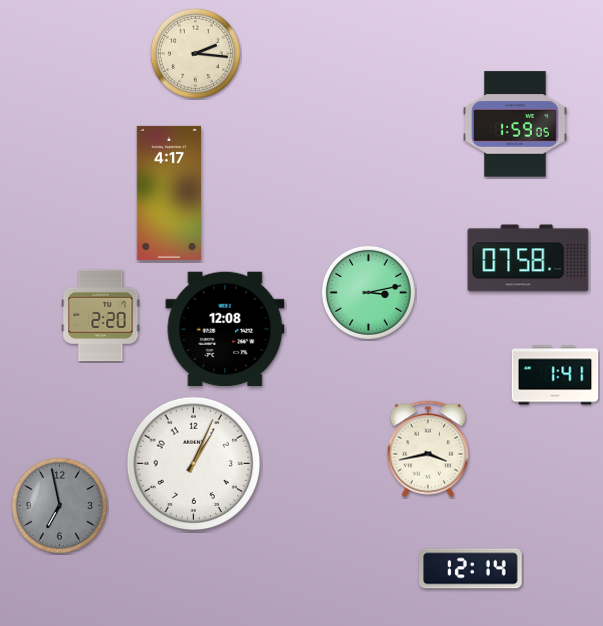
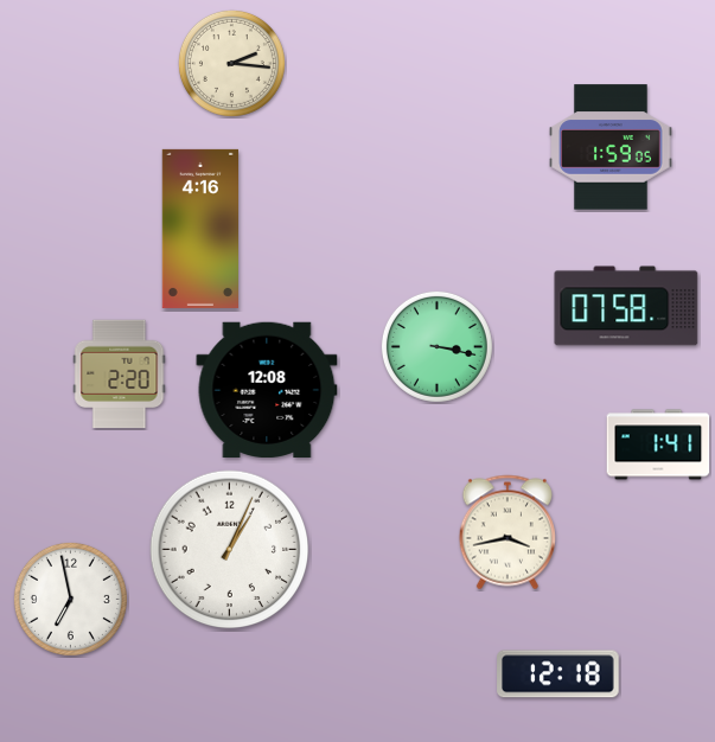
clock at (169, 193): 4:17 -> 4:16
clock at (368, 292): 3:13 -> 3:17
clock at (59, 505) dial: grey -> white
clock at (471, 569): 12:14 -> 12:18
